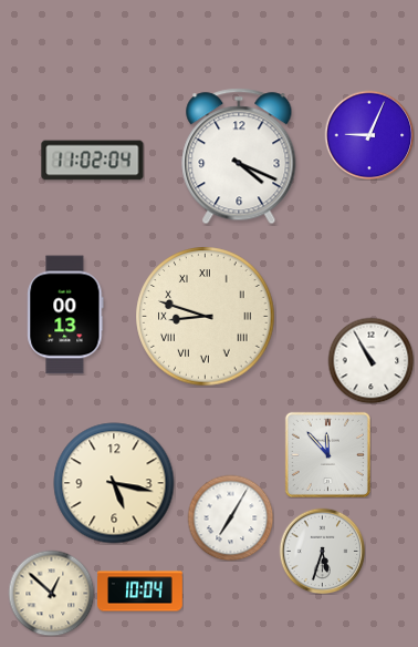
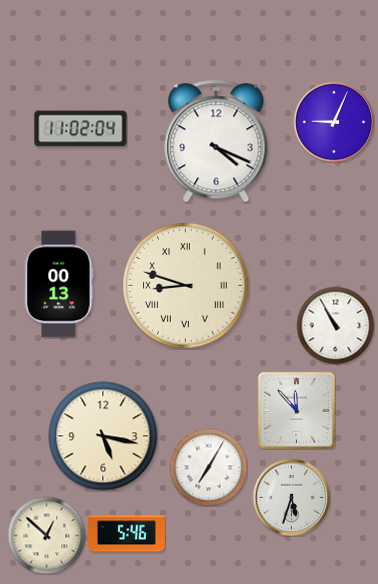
clock at (93, 161) position: (93, 161) -> (81, 129)
clock at (140, 592): 10:04 -> 5:46
